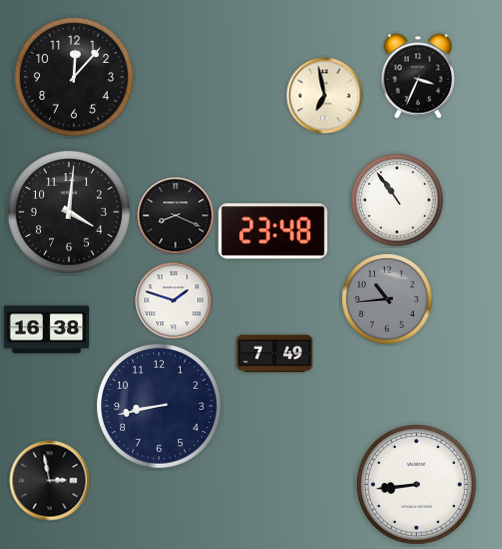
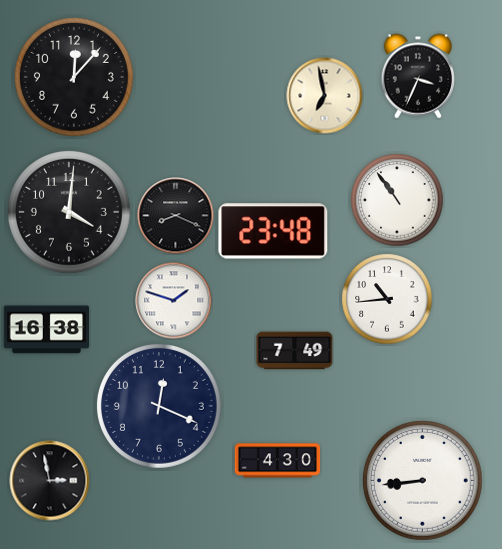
clock at (387, 299) dial: grey -> white
clock at (275, 354) position: (275, 354) -> (295, 351)
clock at (159, 406): 8:43 -> 12:19
clock at (278, 461): none -> 4:30
clock at (417, 485) position: (417, 485) -> (423, 481)
